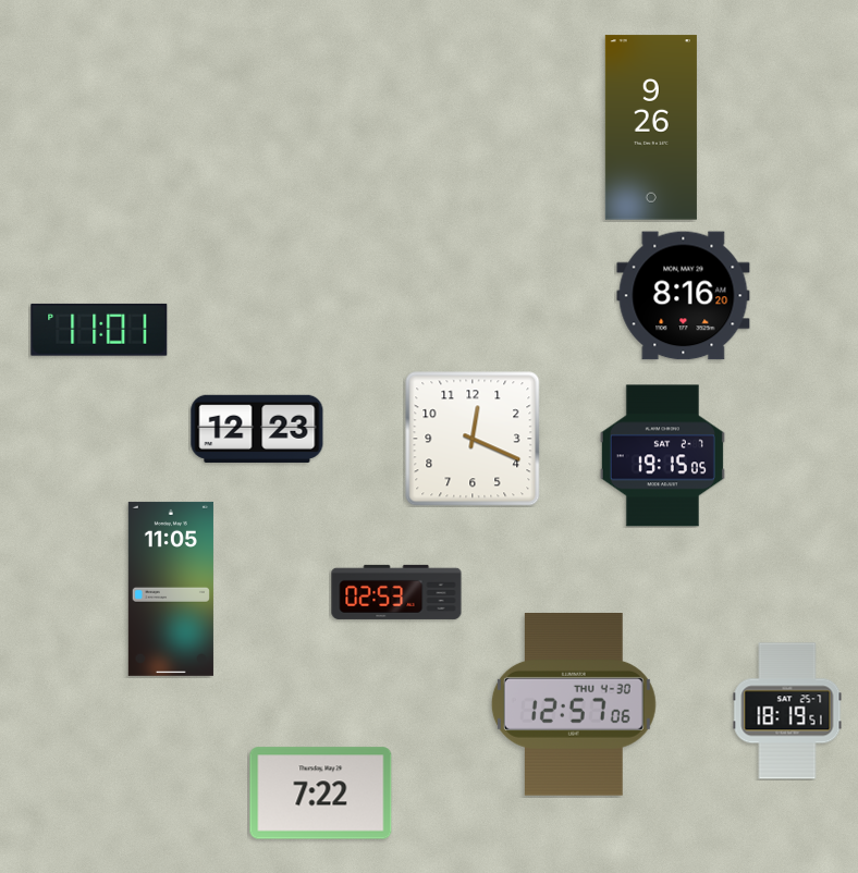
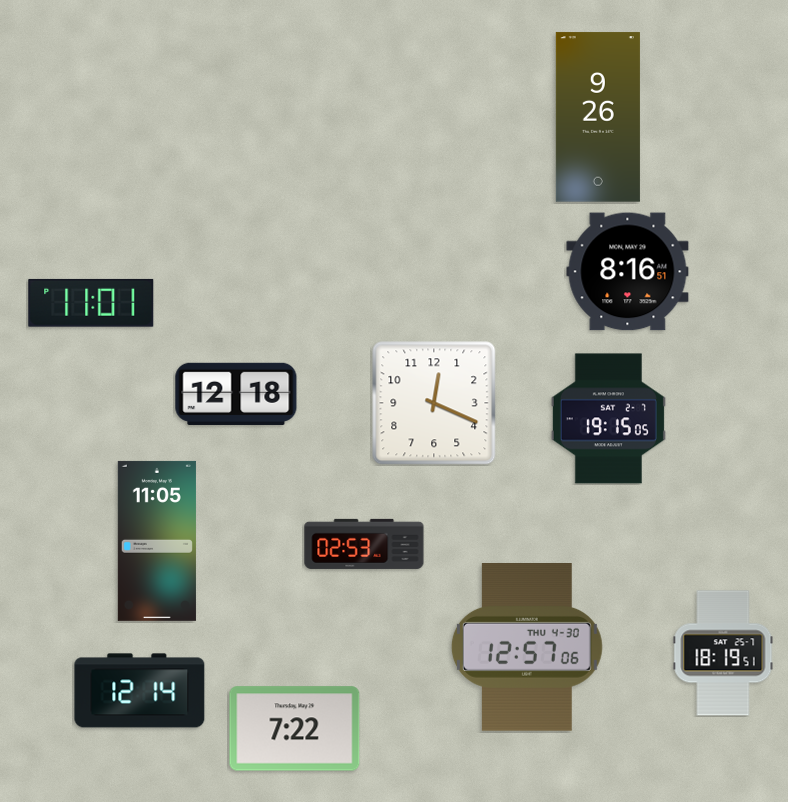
clock at (684, 296): 8:16:20 -> 8:16:51
clock at (257, 429): 12:23 -> 12:18
clock at (140, 691): none -> 12:14
